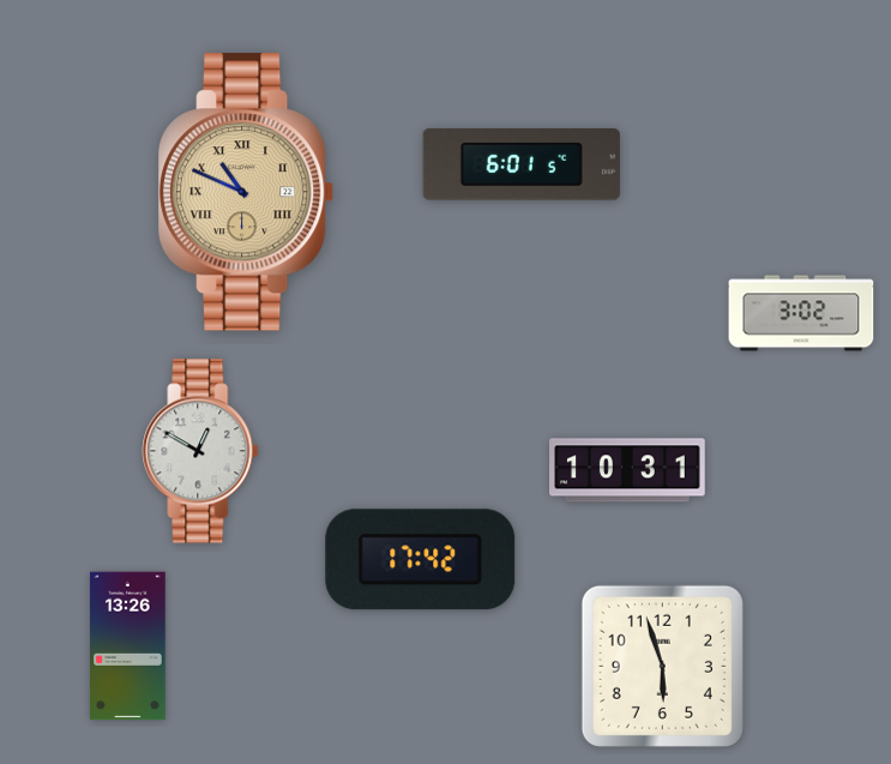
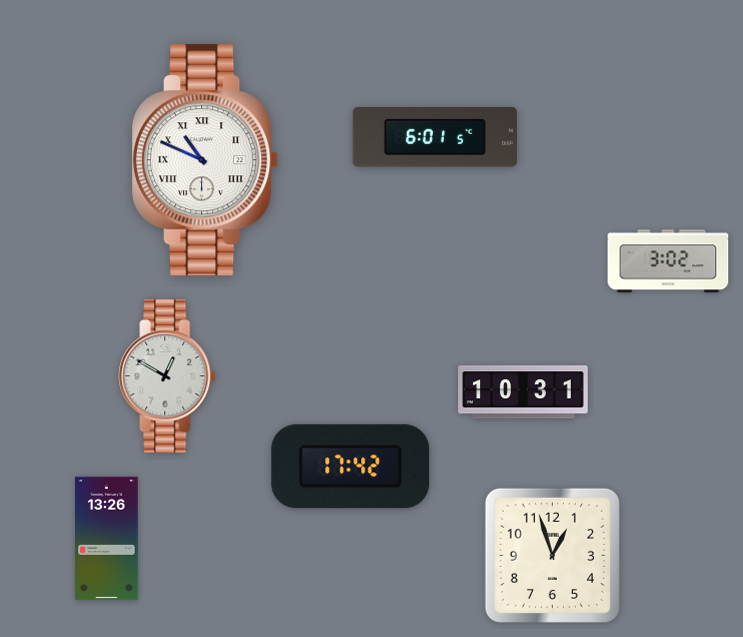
clock at (247, 192) dial: champagne -> white
clock at (662, 666): 5:57 -> 12:57
